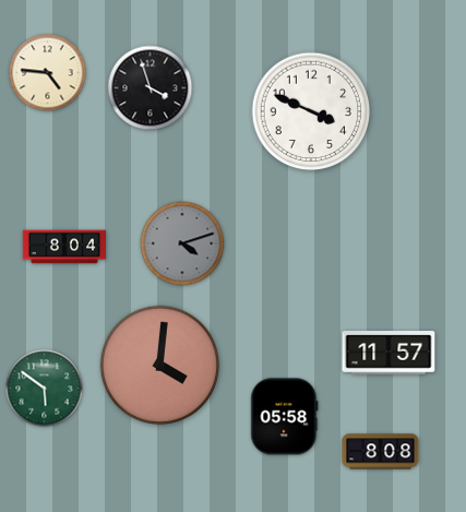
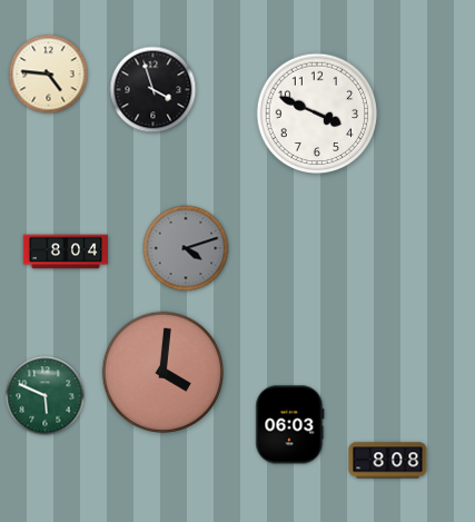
clock at (389, 353): 11:57 -> none
clock at (45, 389): 5:51 -> 5:49
clock at (285, 417): 05:58 -> 06:03
